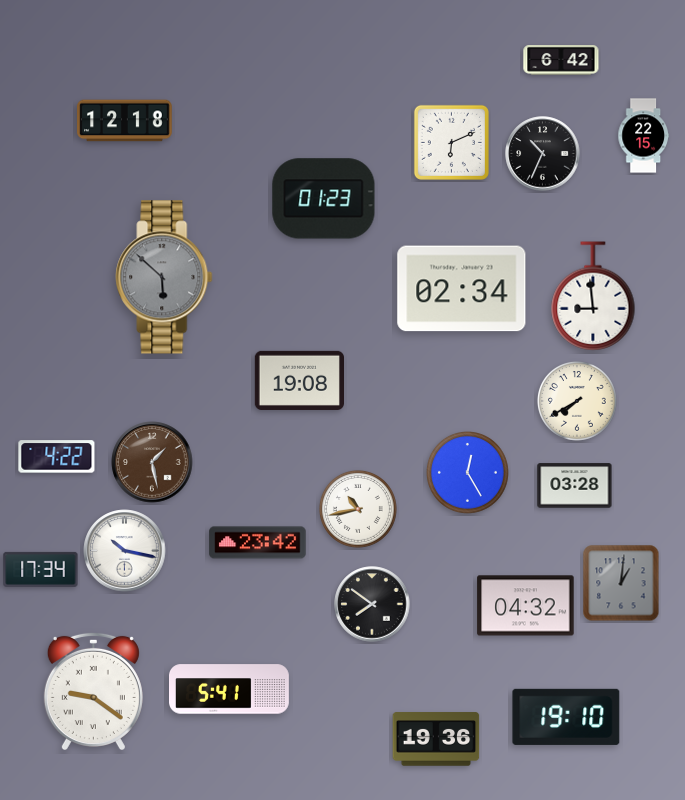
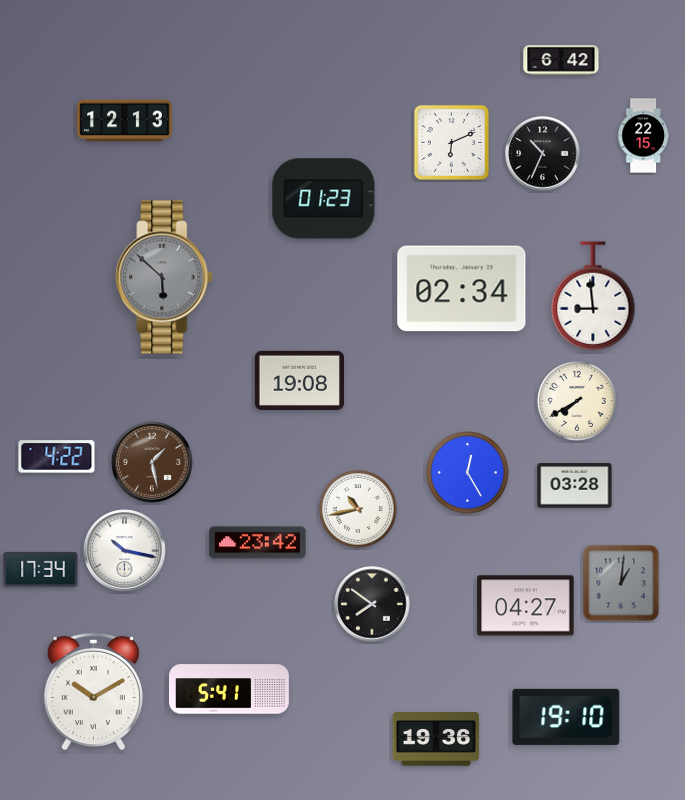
clock at (125, 121): 12:18 -> 12:13
clock at (526, 606): 04:32 -> 04:27
clock at (93, 691): 9:21 -> 10:10
